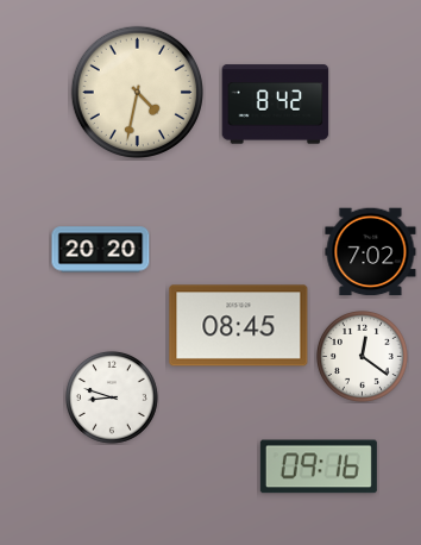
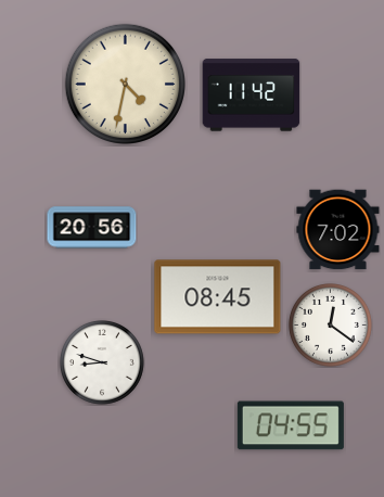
clock at (276, 105): 8:42 -> 11:42
clock at (101, 250): 20:20 -> 20:56
clock at (319, 466): 09:16 -> 04:55
